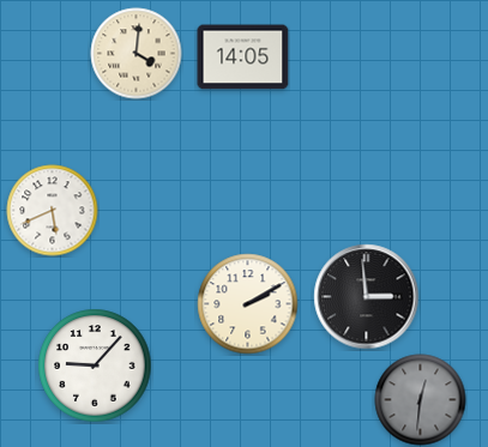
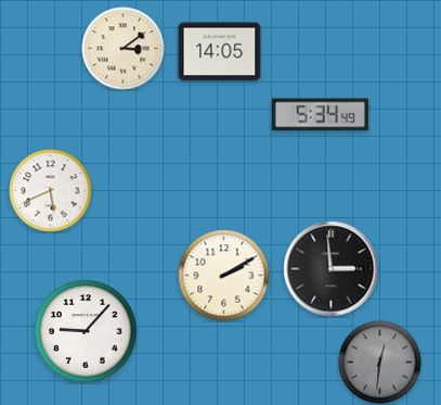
clock at (137, 54): 4:01 -> 3:09
clock at (320, 115): none -> 5:34
clock at (53, 211) position: (53, 211) -> (51, 191)
